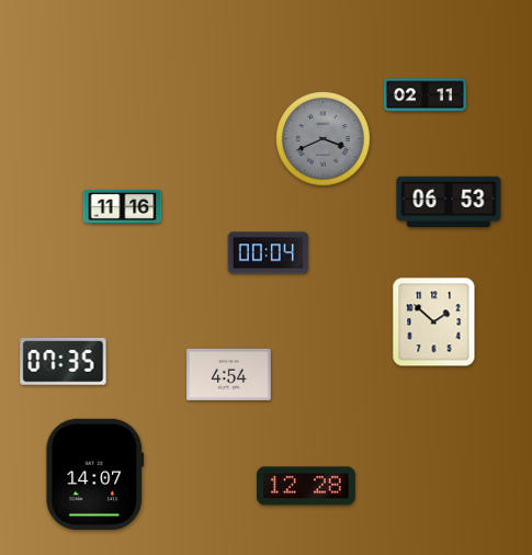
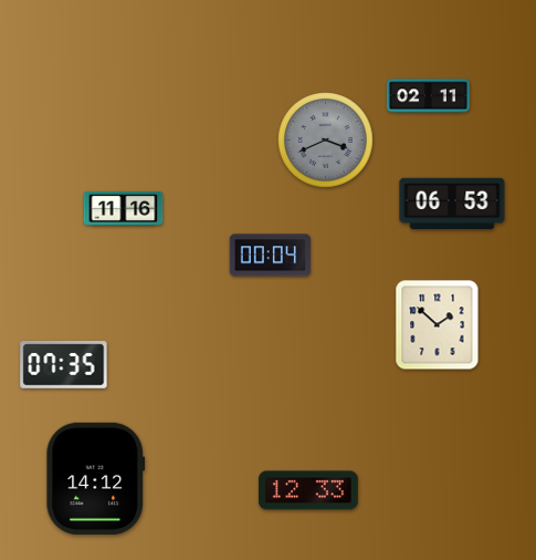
clock at (229, 374): 4:54 -> none
clock at (95, 474): 14:07 -> 14:12
clock at (306, 486): 12:28 -> 12:33
